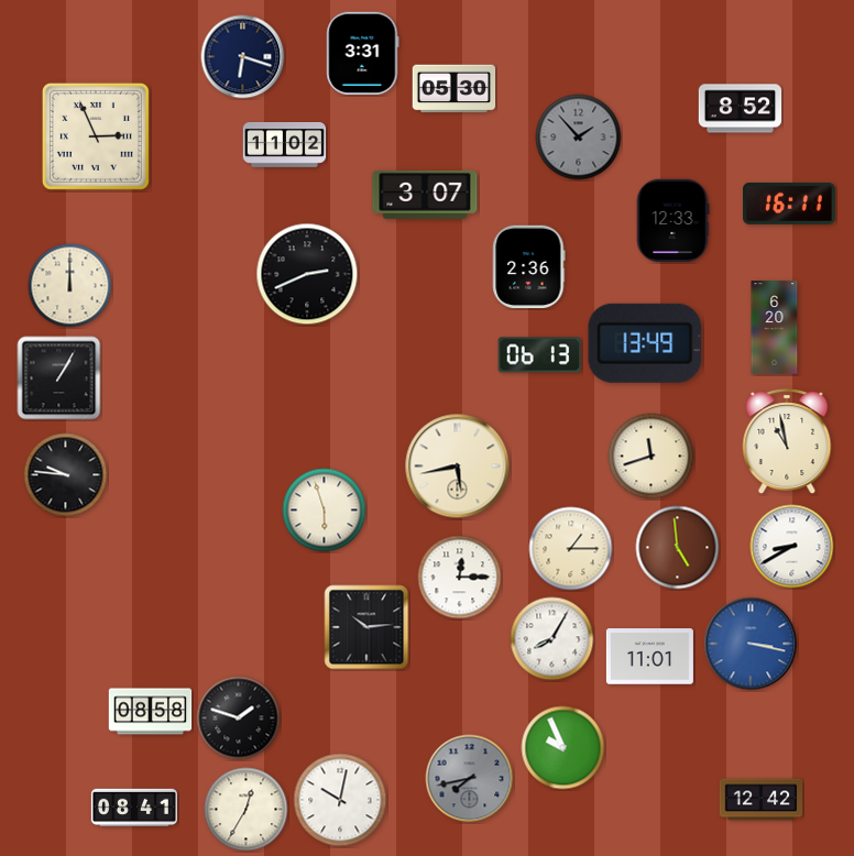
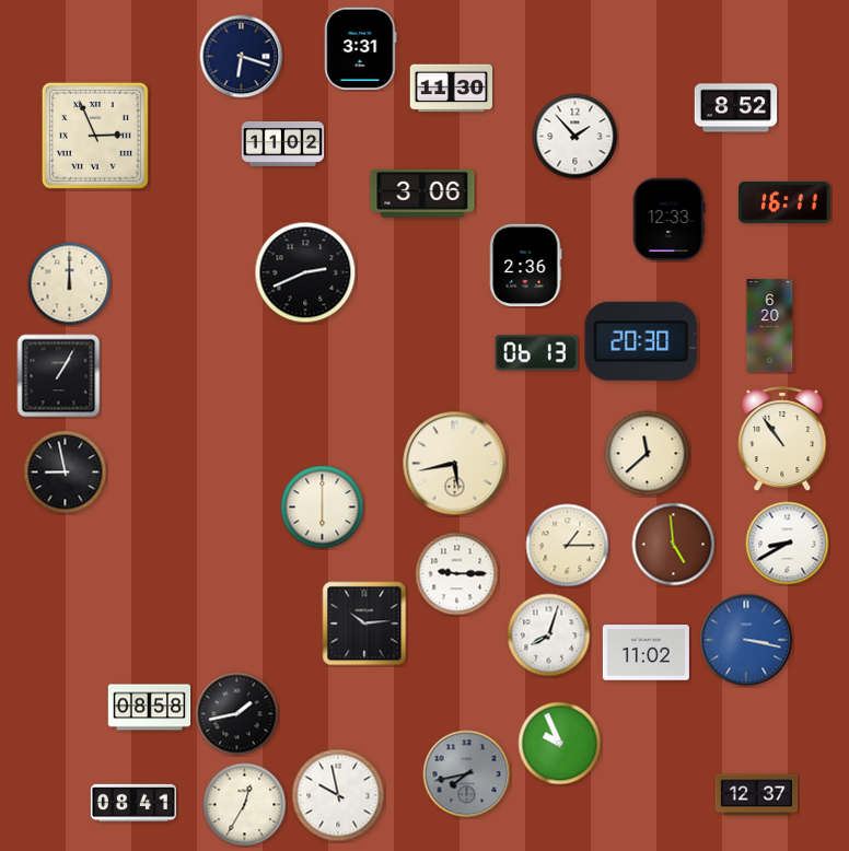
clock at (363, 54) position: (363, 54) -> (361, 49)
clock at (455, 89): 05:30 -> 11:30
clock at (579, 138) dial: grey -> white
clock at (425, 195): 3:07 -> 3:06
clock at (645, 343): 13:49 -> 20:30
clock at (787, 442): 10:58 -> 10:54
clock at (652, 457): 11:42 -> 11:38
clock at (66, 475): 9:46 -> 8:58
clock at (325, 511): 5:57 -> 6:00
clock at (460, 578): 12:15 -> 9:15
clock at (552, 639): 8:05 -> 8:03
clock at (649, 657): 11:01 -> 11:02
clock at (239, 718): 1:48 -> 1:43
clock at (340, 800): 10:02 -> 9:58
clock at (762, 800): 12:42 -> 12:37
